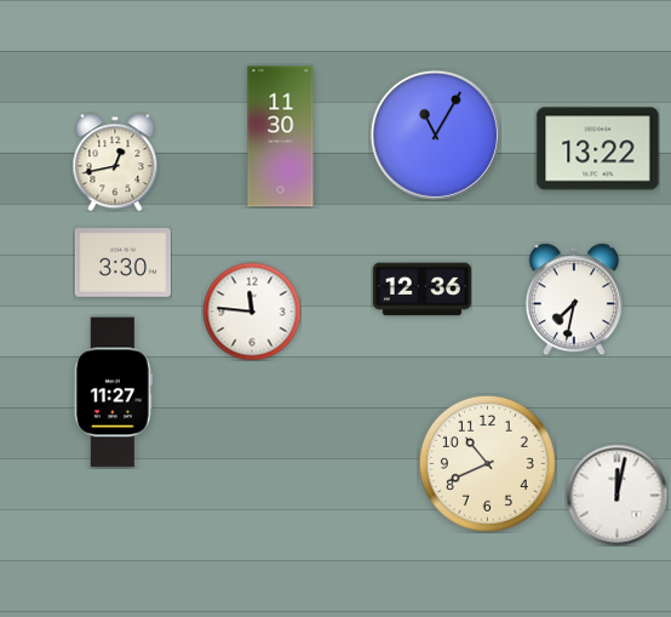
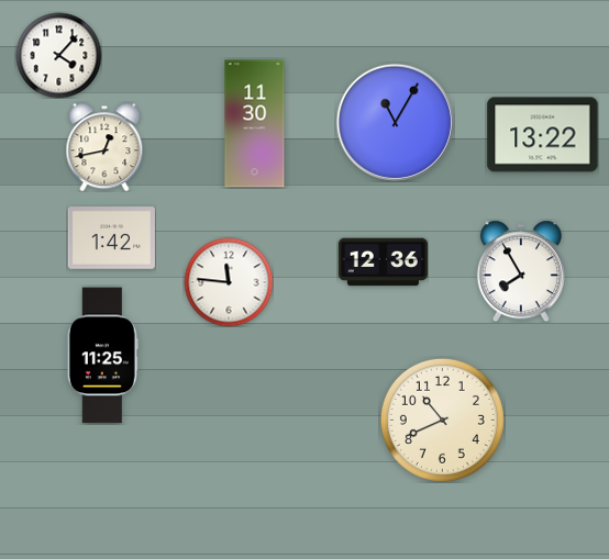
clock at (58, 55): none -> 4:07
clock at (122, 263): 3:30 -> 1:42
clock at (574, 299): 7:32 -> 7:55
clock at (113, 393): 11:27 -> 11:25
clock at (616, 495): 12:02 -> none
